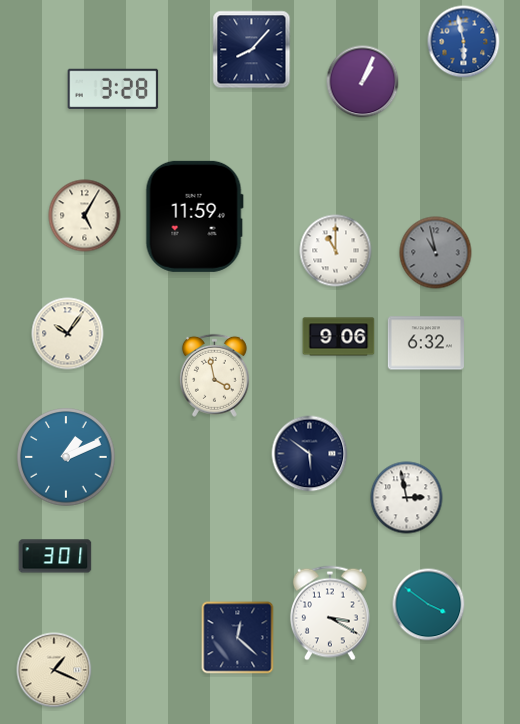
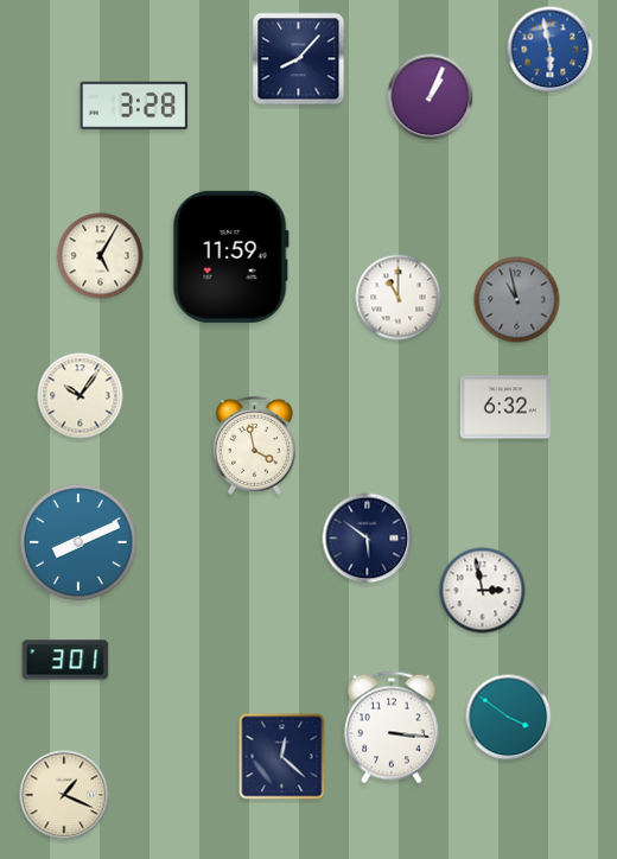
clock at (339, 337): 9:06 -> none
clock at (66, 457): 1:11 -> 8:11
clock at (330, 613): 3:20 -> 3:16
